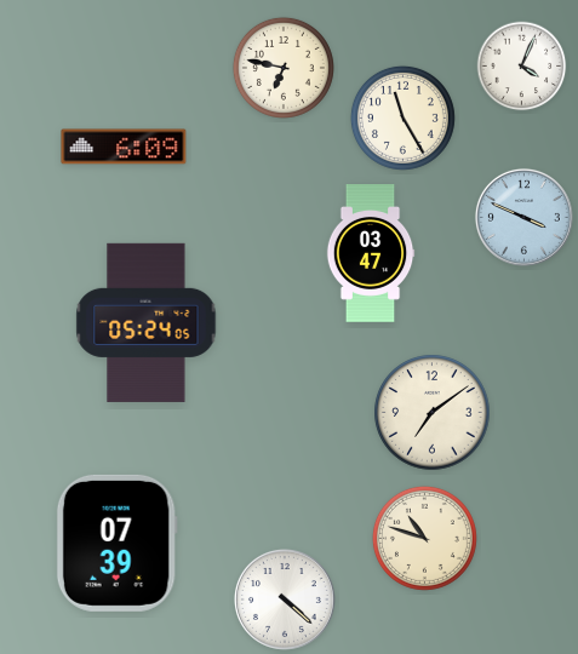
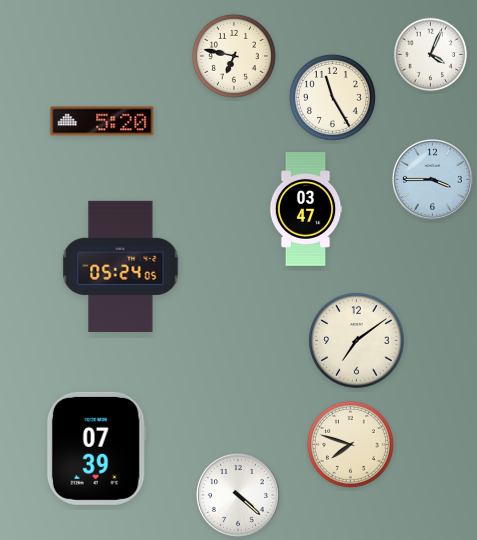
clock at (124, 147): 6:09 -> 5:20
clock at (523, 217): 3:49 -> 3:45
clock at (424, 538): 10:48 -> 7:48
clock at (285, 599) position: (285, 599) -> (238, 495)
